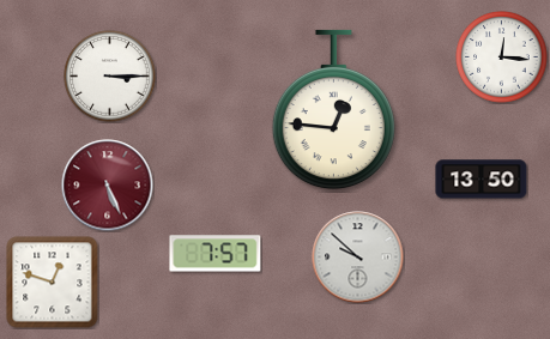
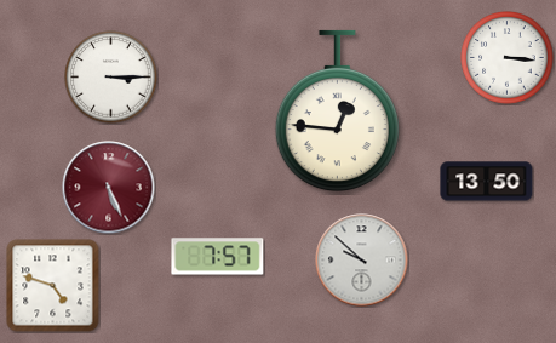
clock at (502, 57): 12:16 -> 3:16
clock at (53, 283): 12:48 -> 4:48
